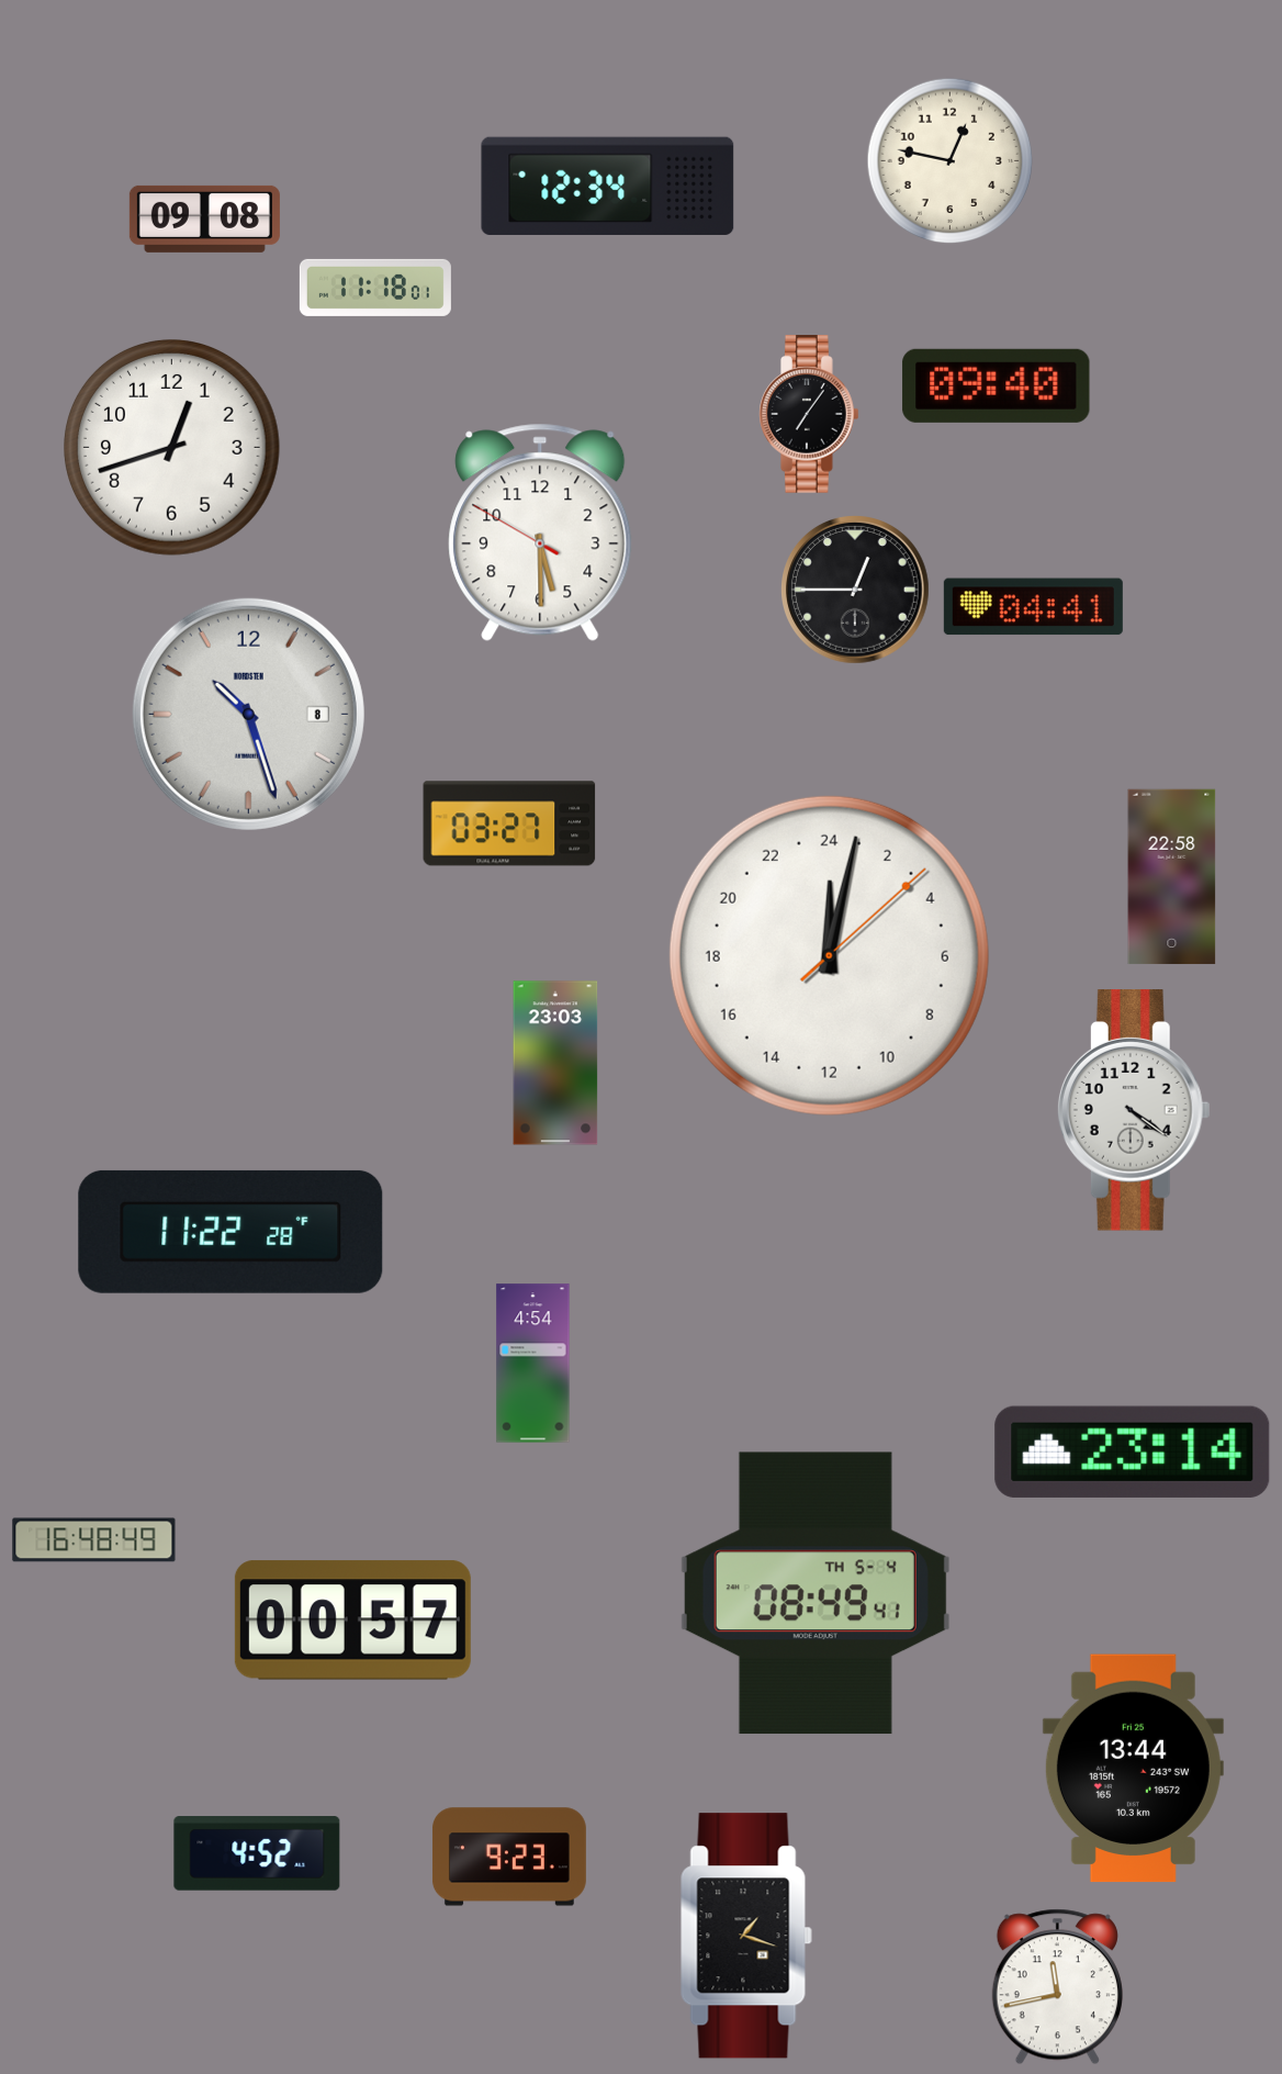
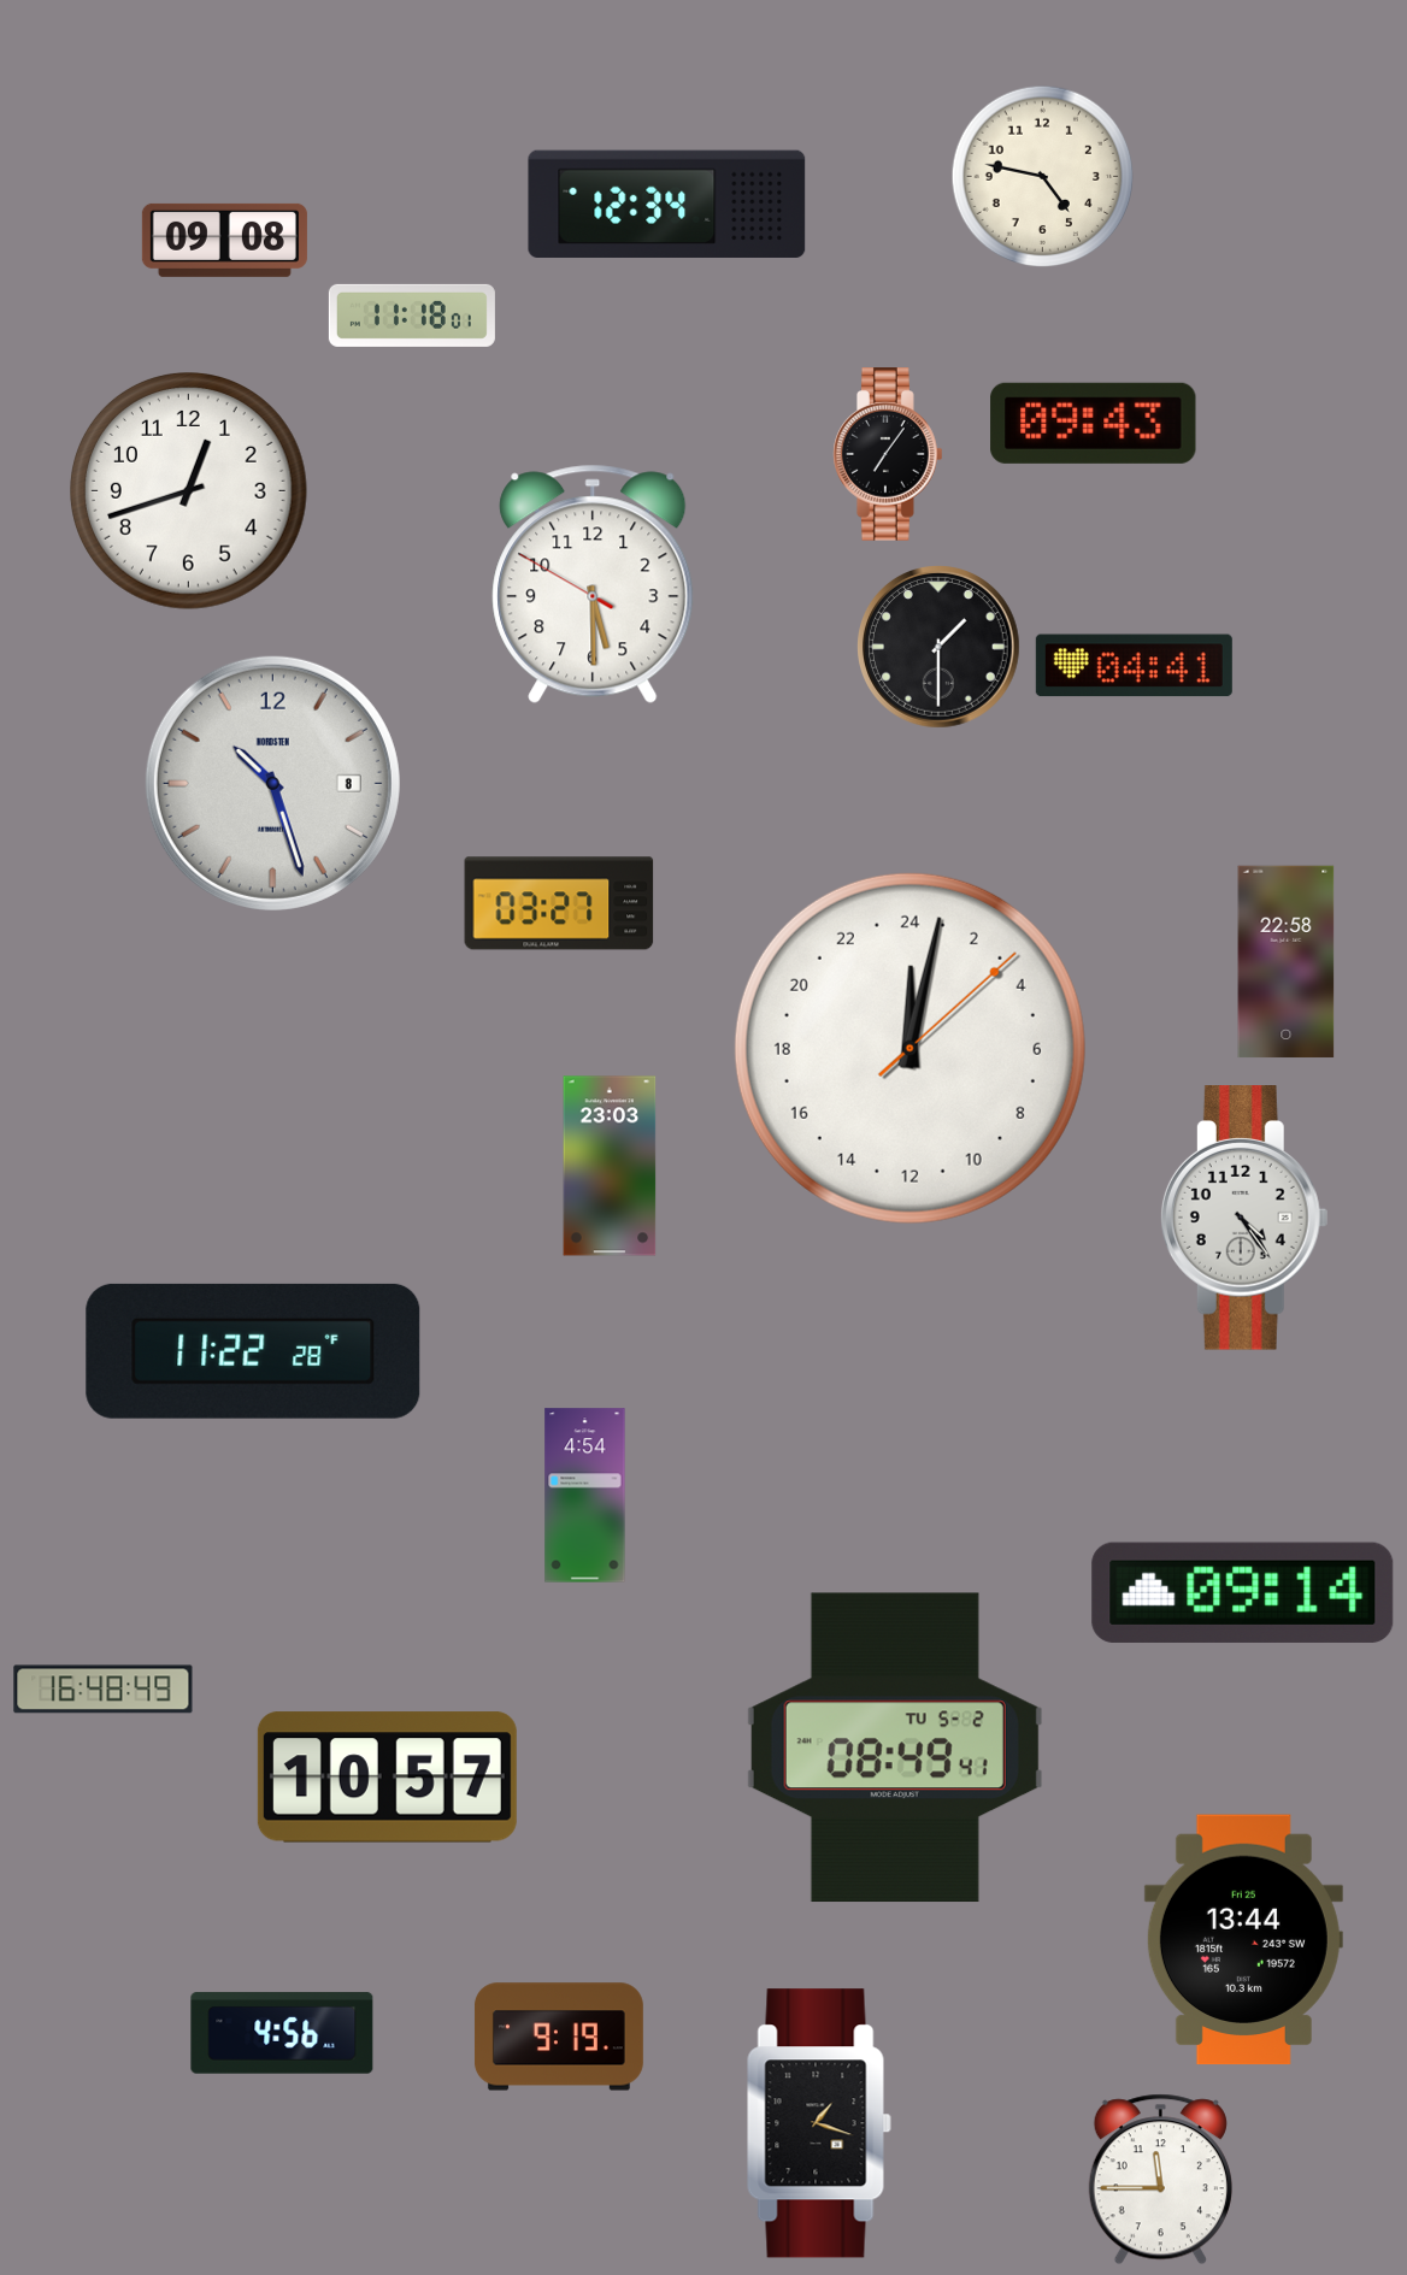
clock at (951, 161): 12:47 -> 4:47
clock at (997, 385): 09:40 -> 09:43
clock at (856, 591): 12:45 -> 1:30
clock at (1134, 1110): 4:21 -> 4:24
clock at (1133, 1451): 23:14 -> 09:14
clock at (816, 1593) date: TH 5-4 -> TU 5-2
clock at (352, 1621): 00:57 -> 10:57
clock at (257, 1853): 4:52 -> 4:56
clock at (509, 1857): 9:23 -> 9:19
clock at (1057, 1987): 11:43 -> 11:45
